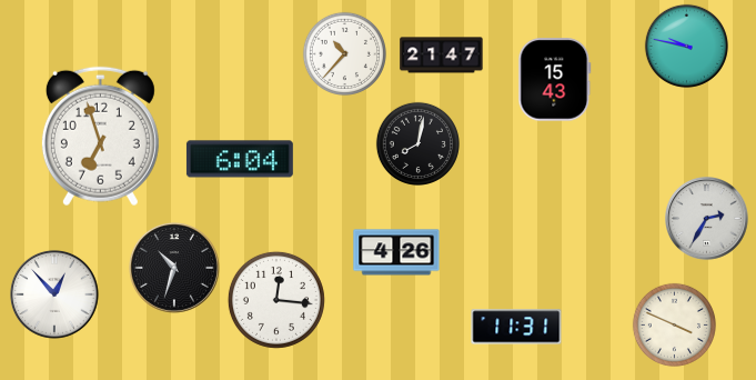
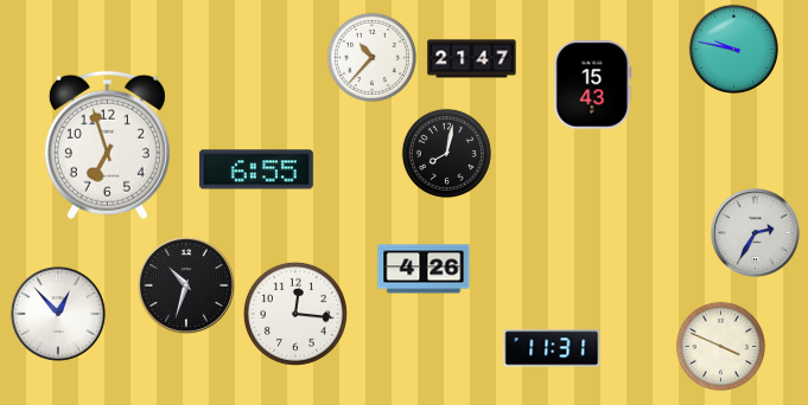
clock at (344, 53) position: (344, 53) -> (371, 57)
clock at (240, 159): 6:04 -> 6:55
clock at (276, 300) position: (276, 300) -> (295, 314)
